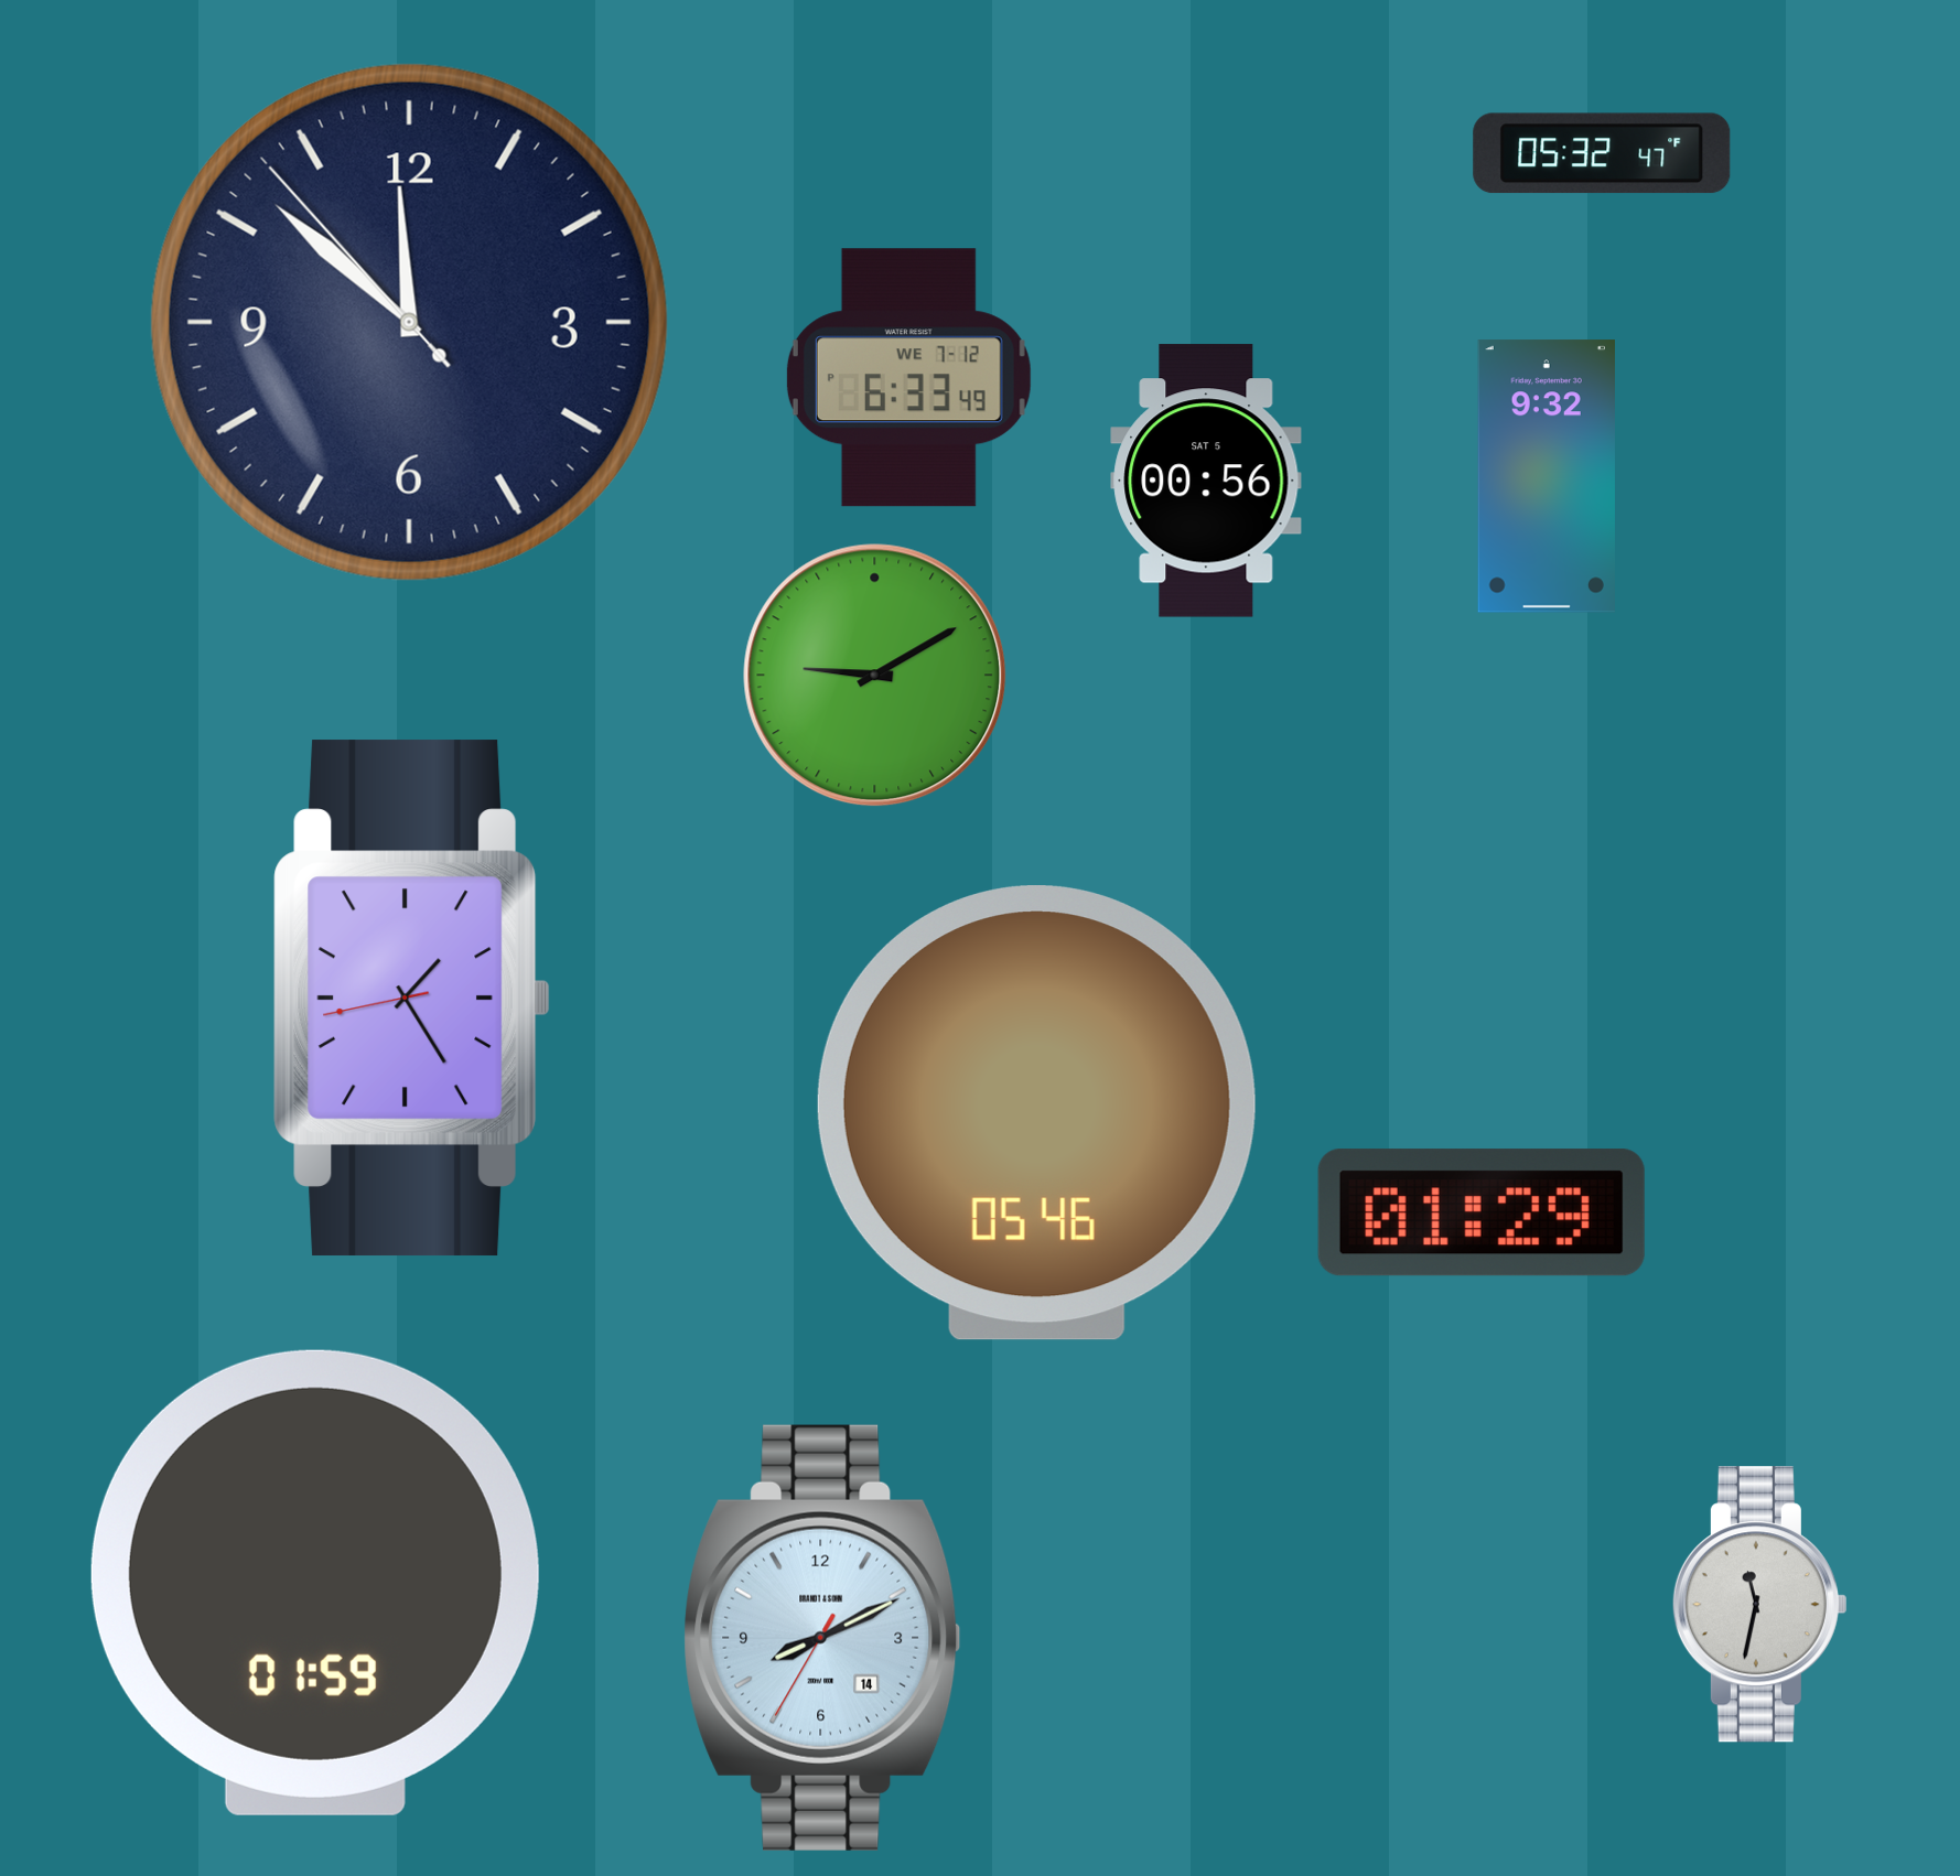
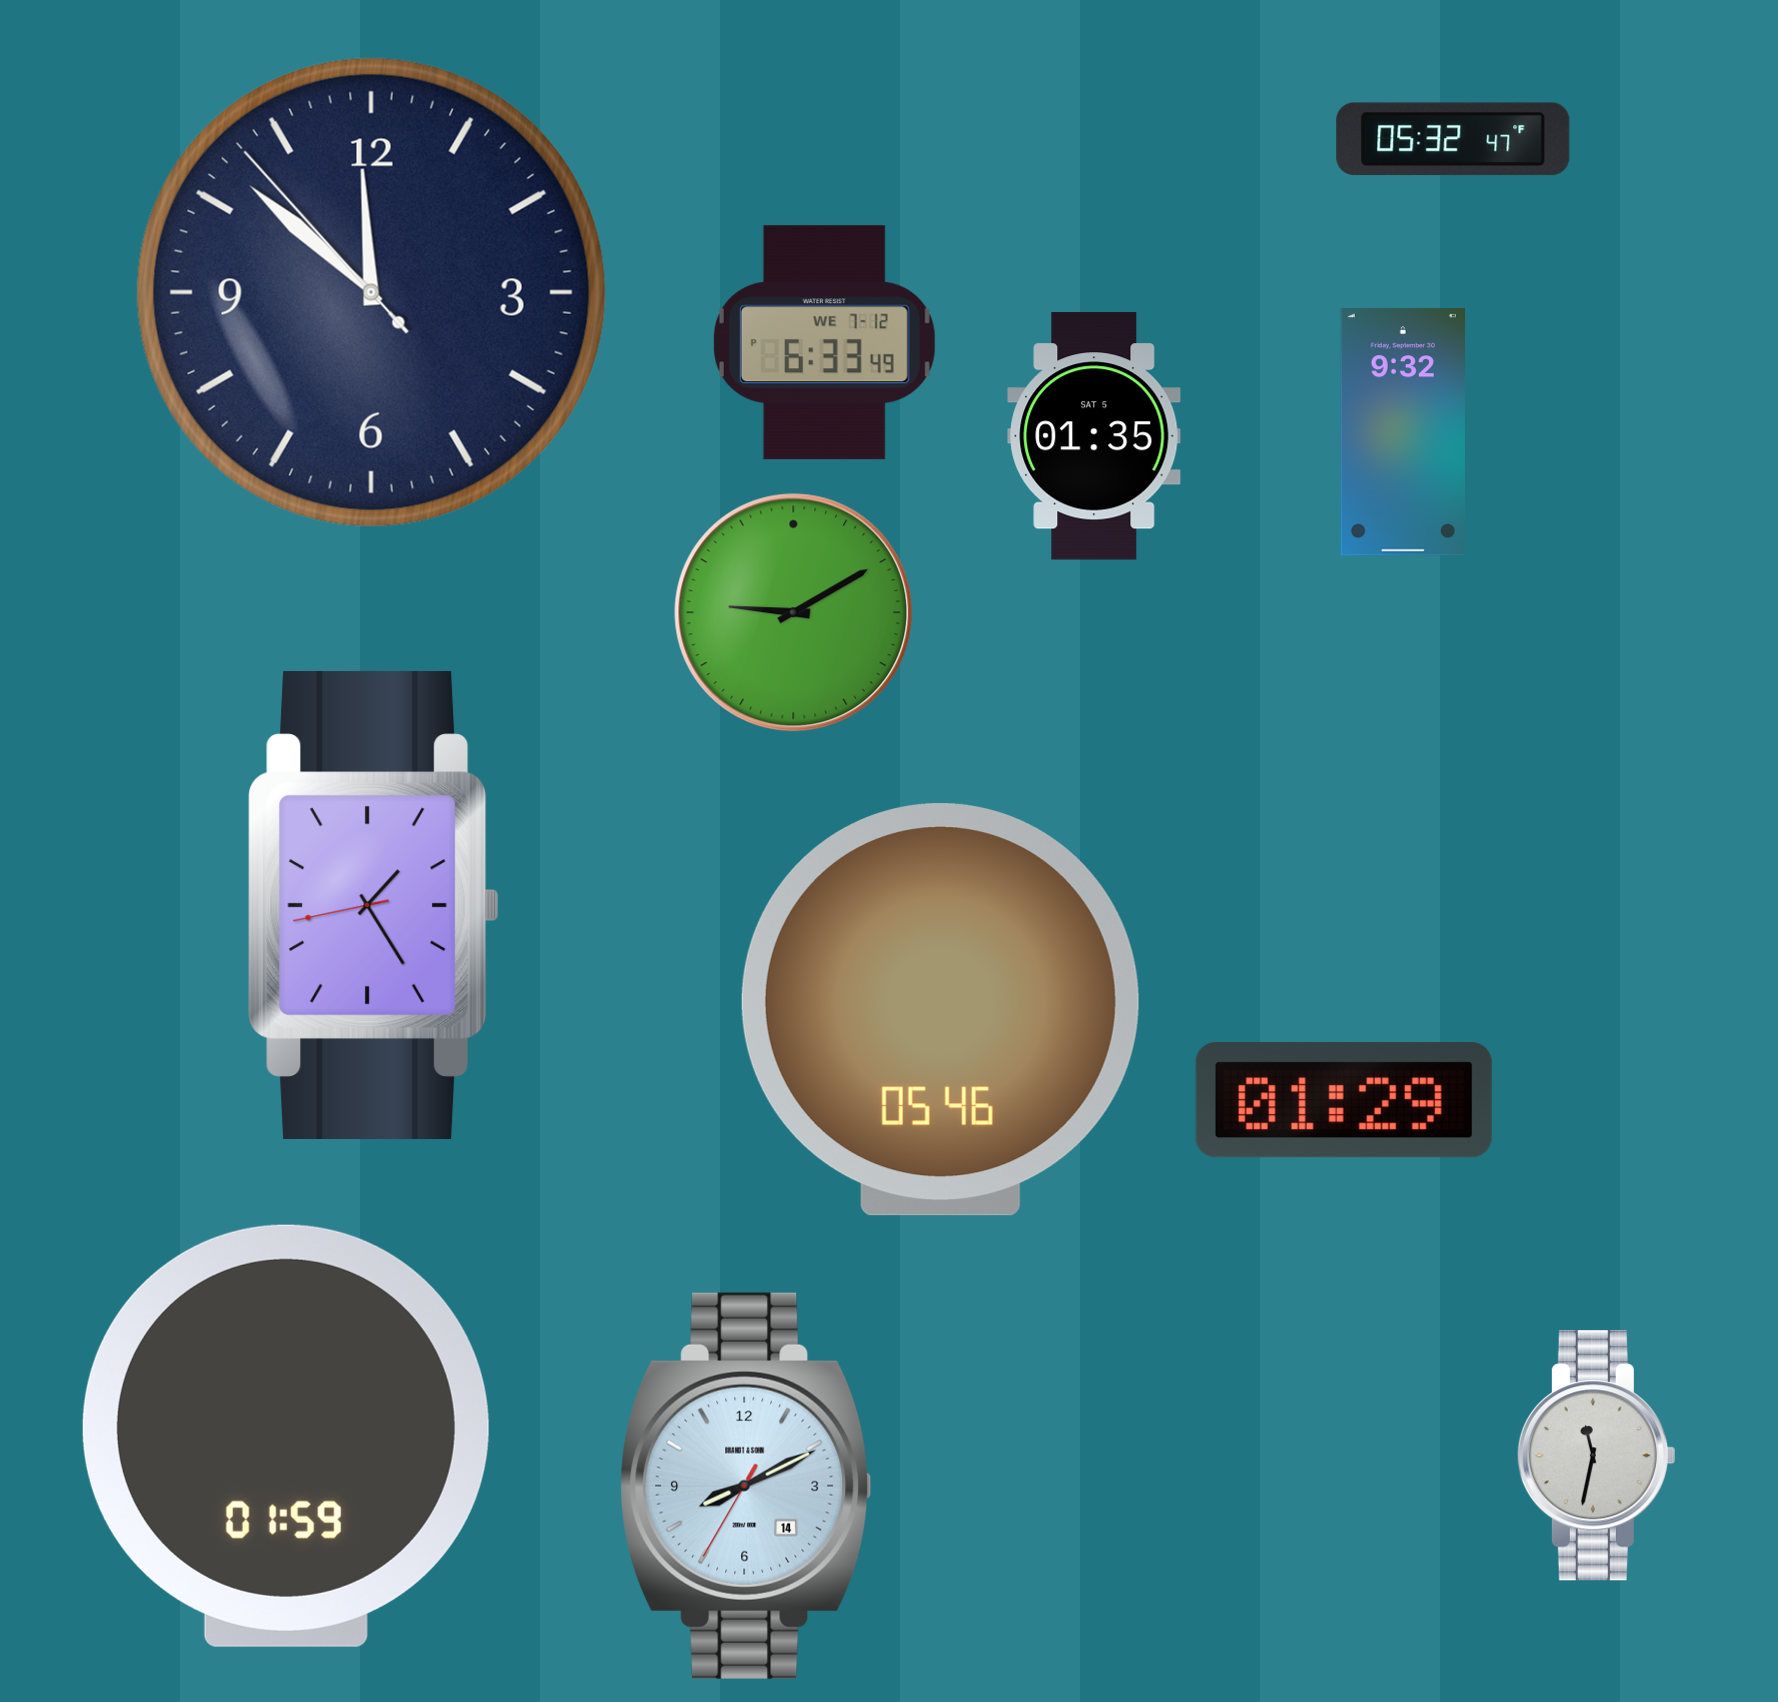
clock at (1206, 481): 00:56 -> 01:35
